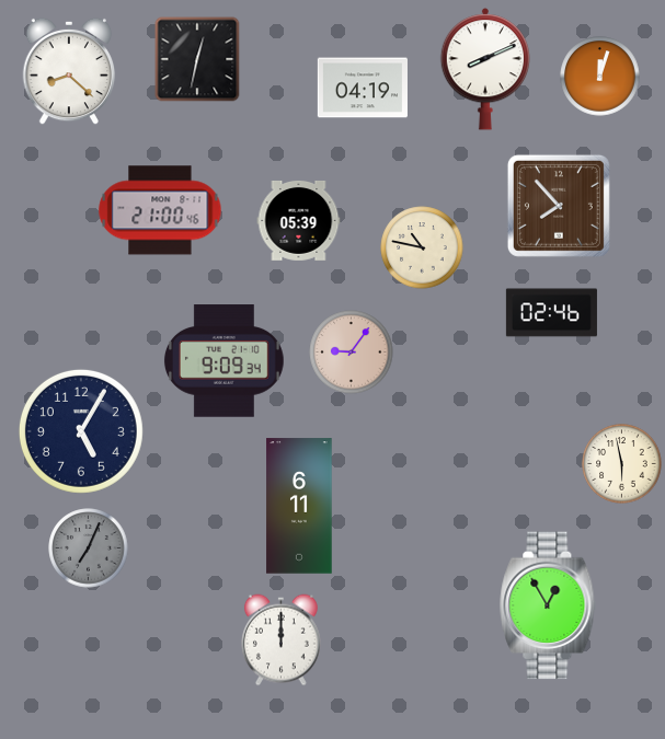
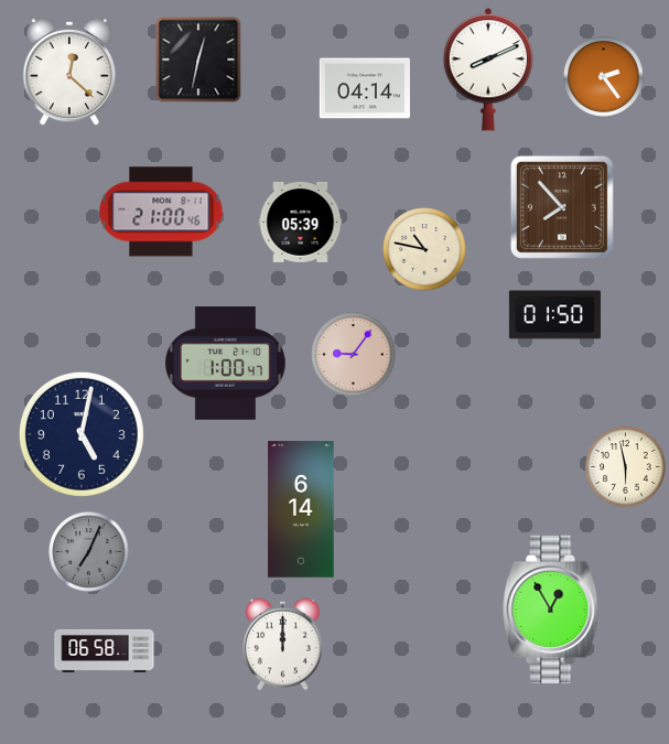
clock at (69, 71): 8:22 -> 12:22
clock at (600, 77): 12:03 -> 2:24
clock at (363, 88): 04:19 -> 04:14
clock at (551, 313): 02:46 -> 01:50
clock at (223, 361): 9:09 -> 1:00
clock at (81, 431): 5:05 -> 5:02
clock at (299, 506): 6:11 -> 6:14
clock at (105, 650): none -> 06:58
